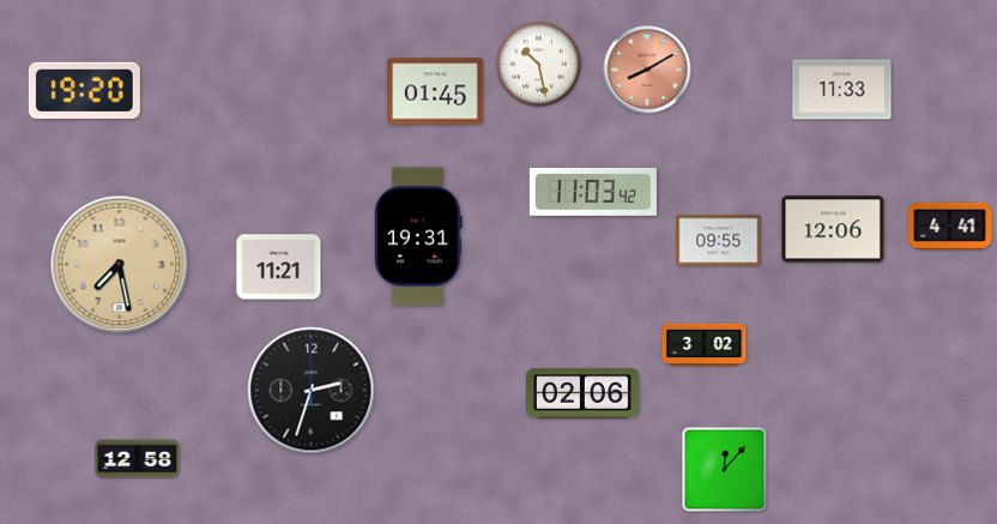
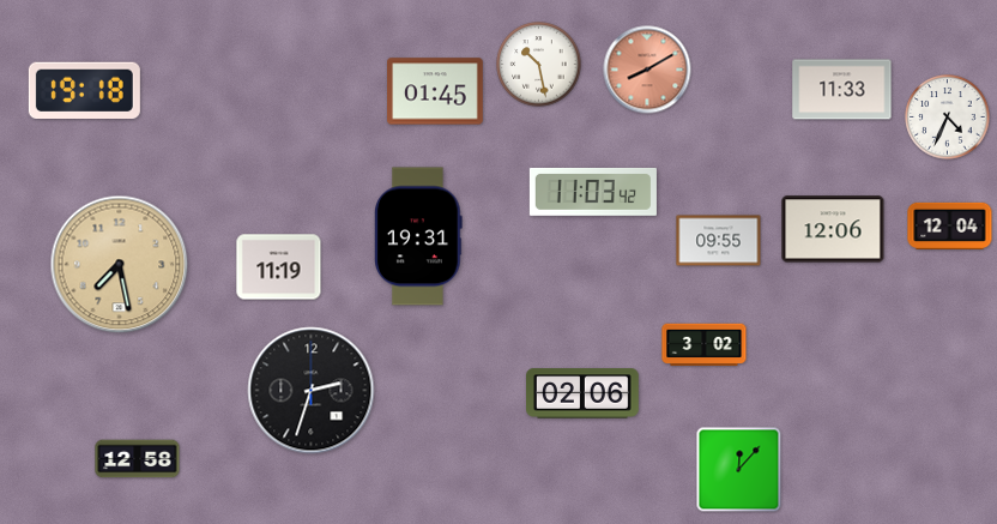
clock at (84, 91): 19:20 -> 19:18
clock at (948, 118): none -> 4:34
clock at (950, 225): 4:41 -> 12:04
clock at (279, 267): 11:21 -> 11:19
clock at (725, 470) position: (725, 470) -> (739, 470)
